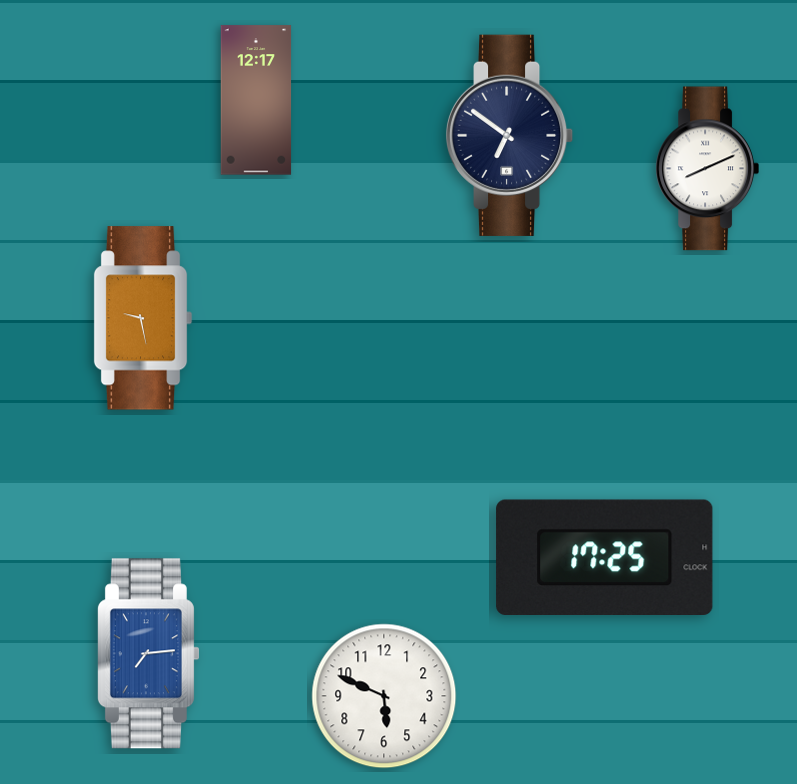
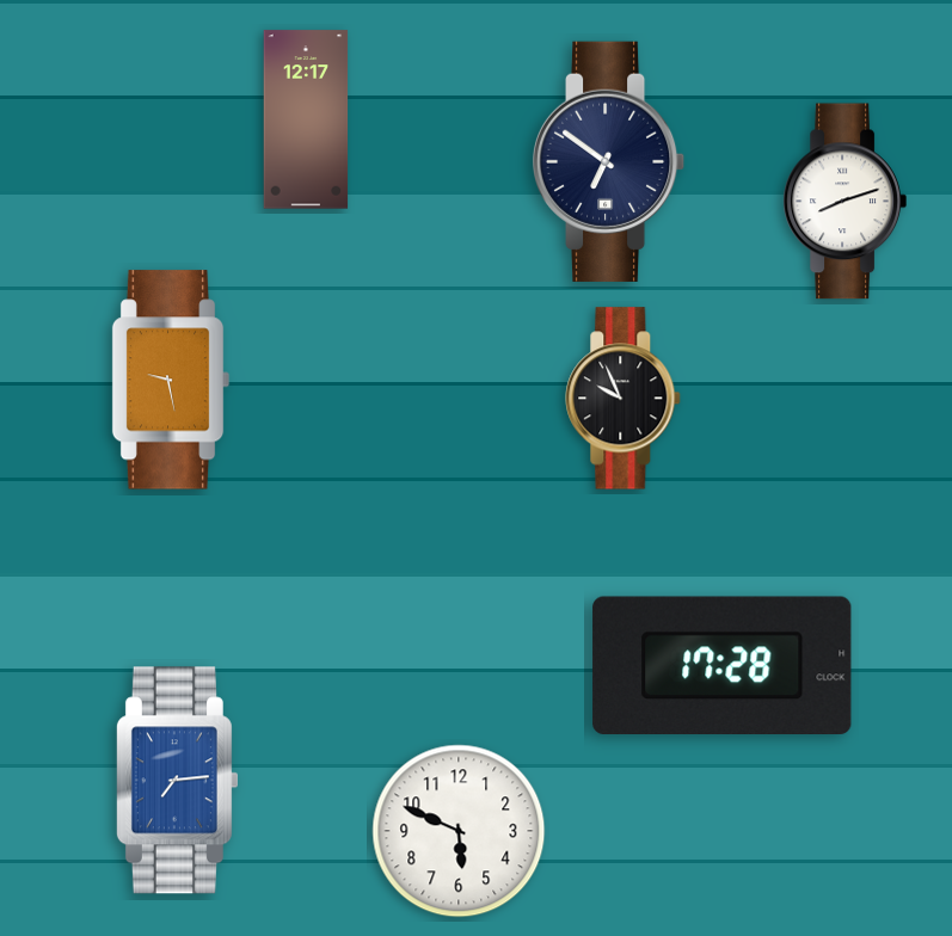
clock at (707, 169): 8:11 -> 8:12
clock at (624, 399): none -> 9:56
clock at (605, 557): 17:25 -> 17:28
